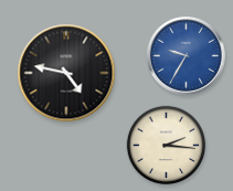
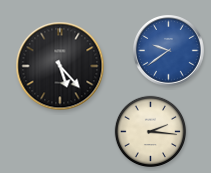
clock at (187, 56): 9:35 -> 9:39
clock at (66, 73): 4:47 -> 5:23
